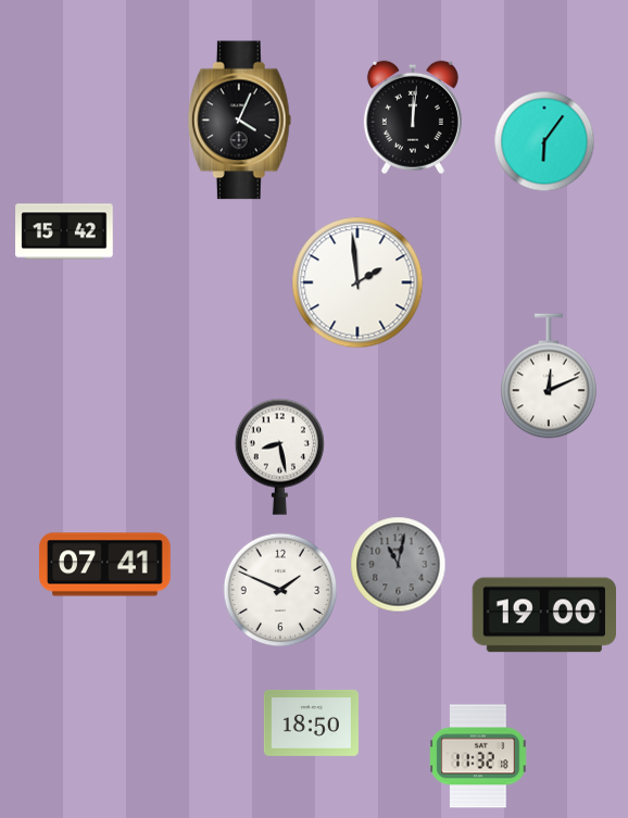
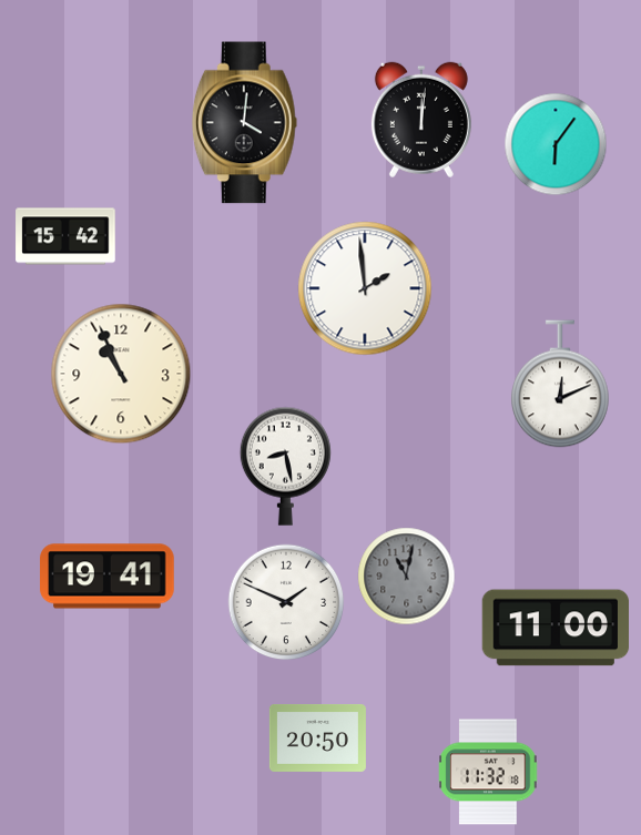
clock at (239, 121): 4:04 -> 4:01
clock at (121, 374): none -> 10:56
clock at (105, 565): 07:41 -> 19:41
clock at (543, 615): 19:00 -> 11:00
clock at (311, 723): 18:50 -> 20:50
